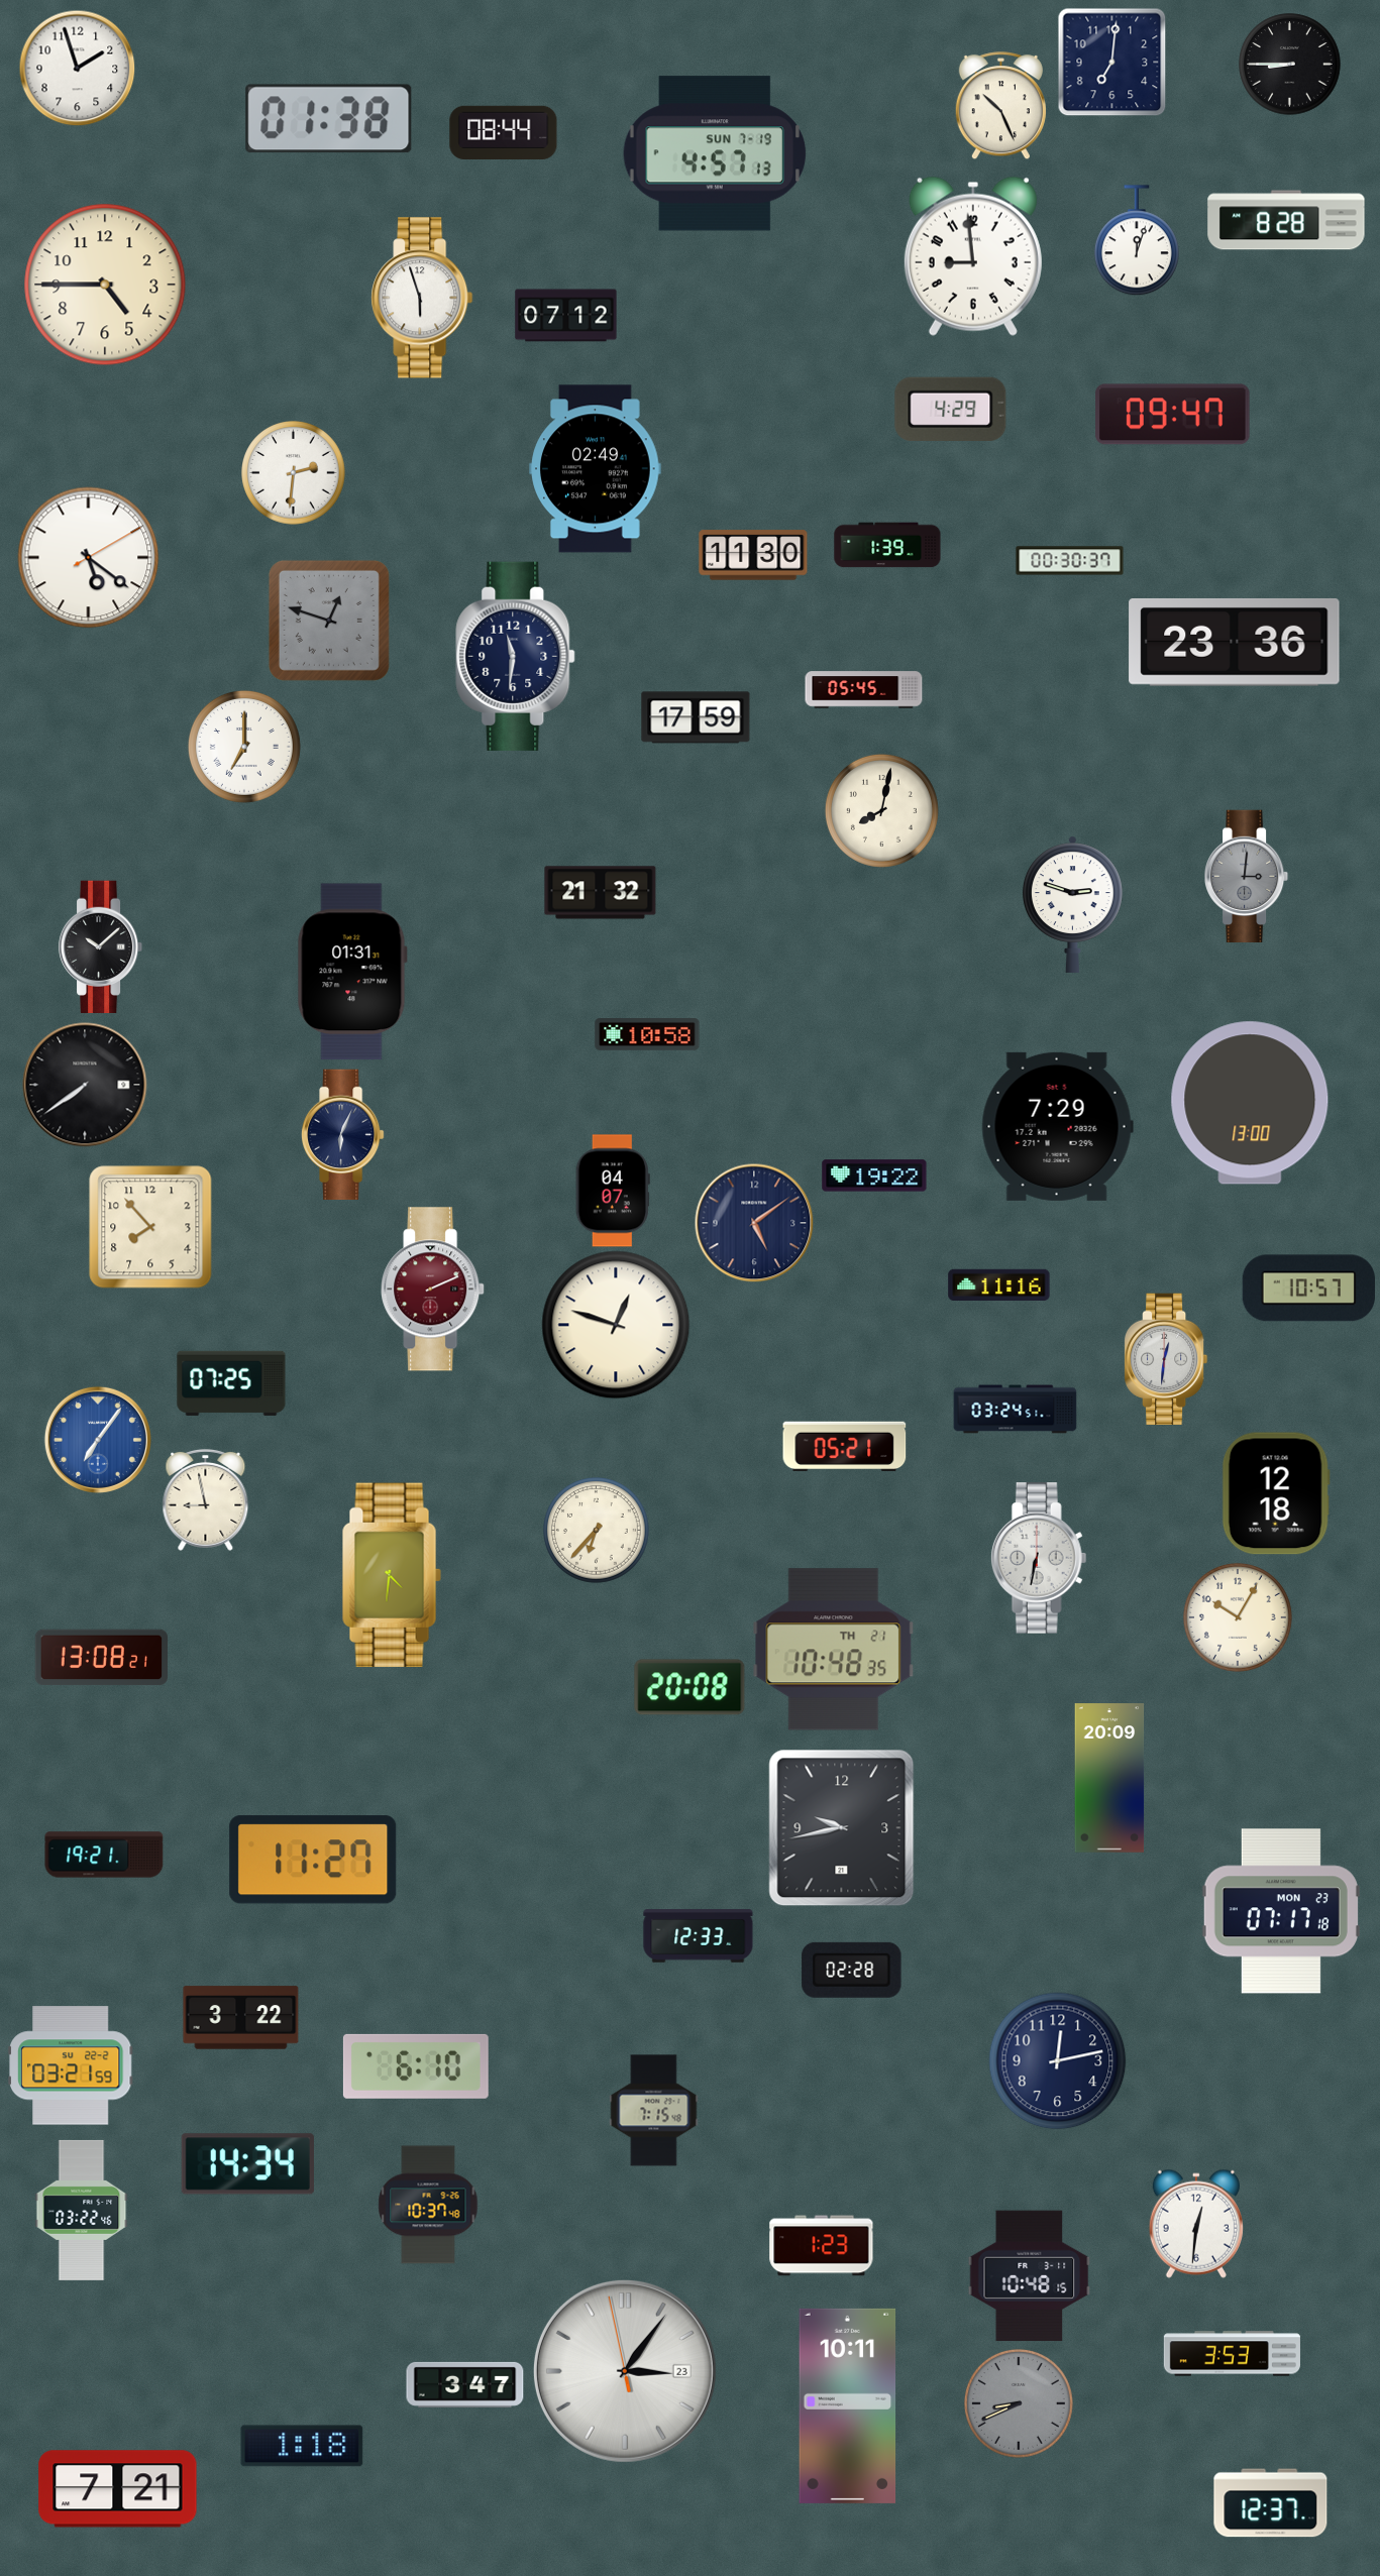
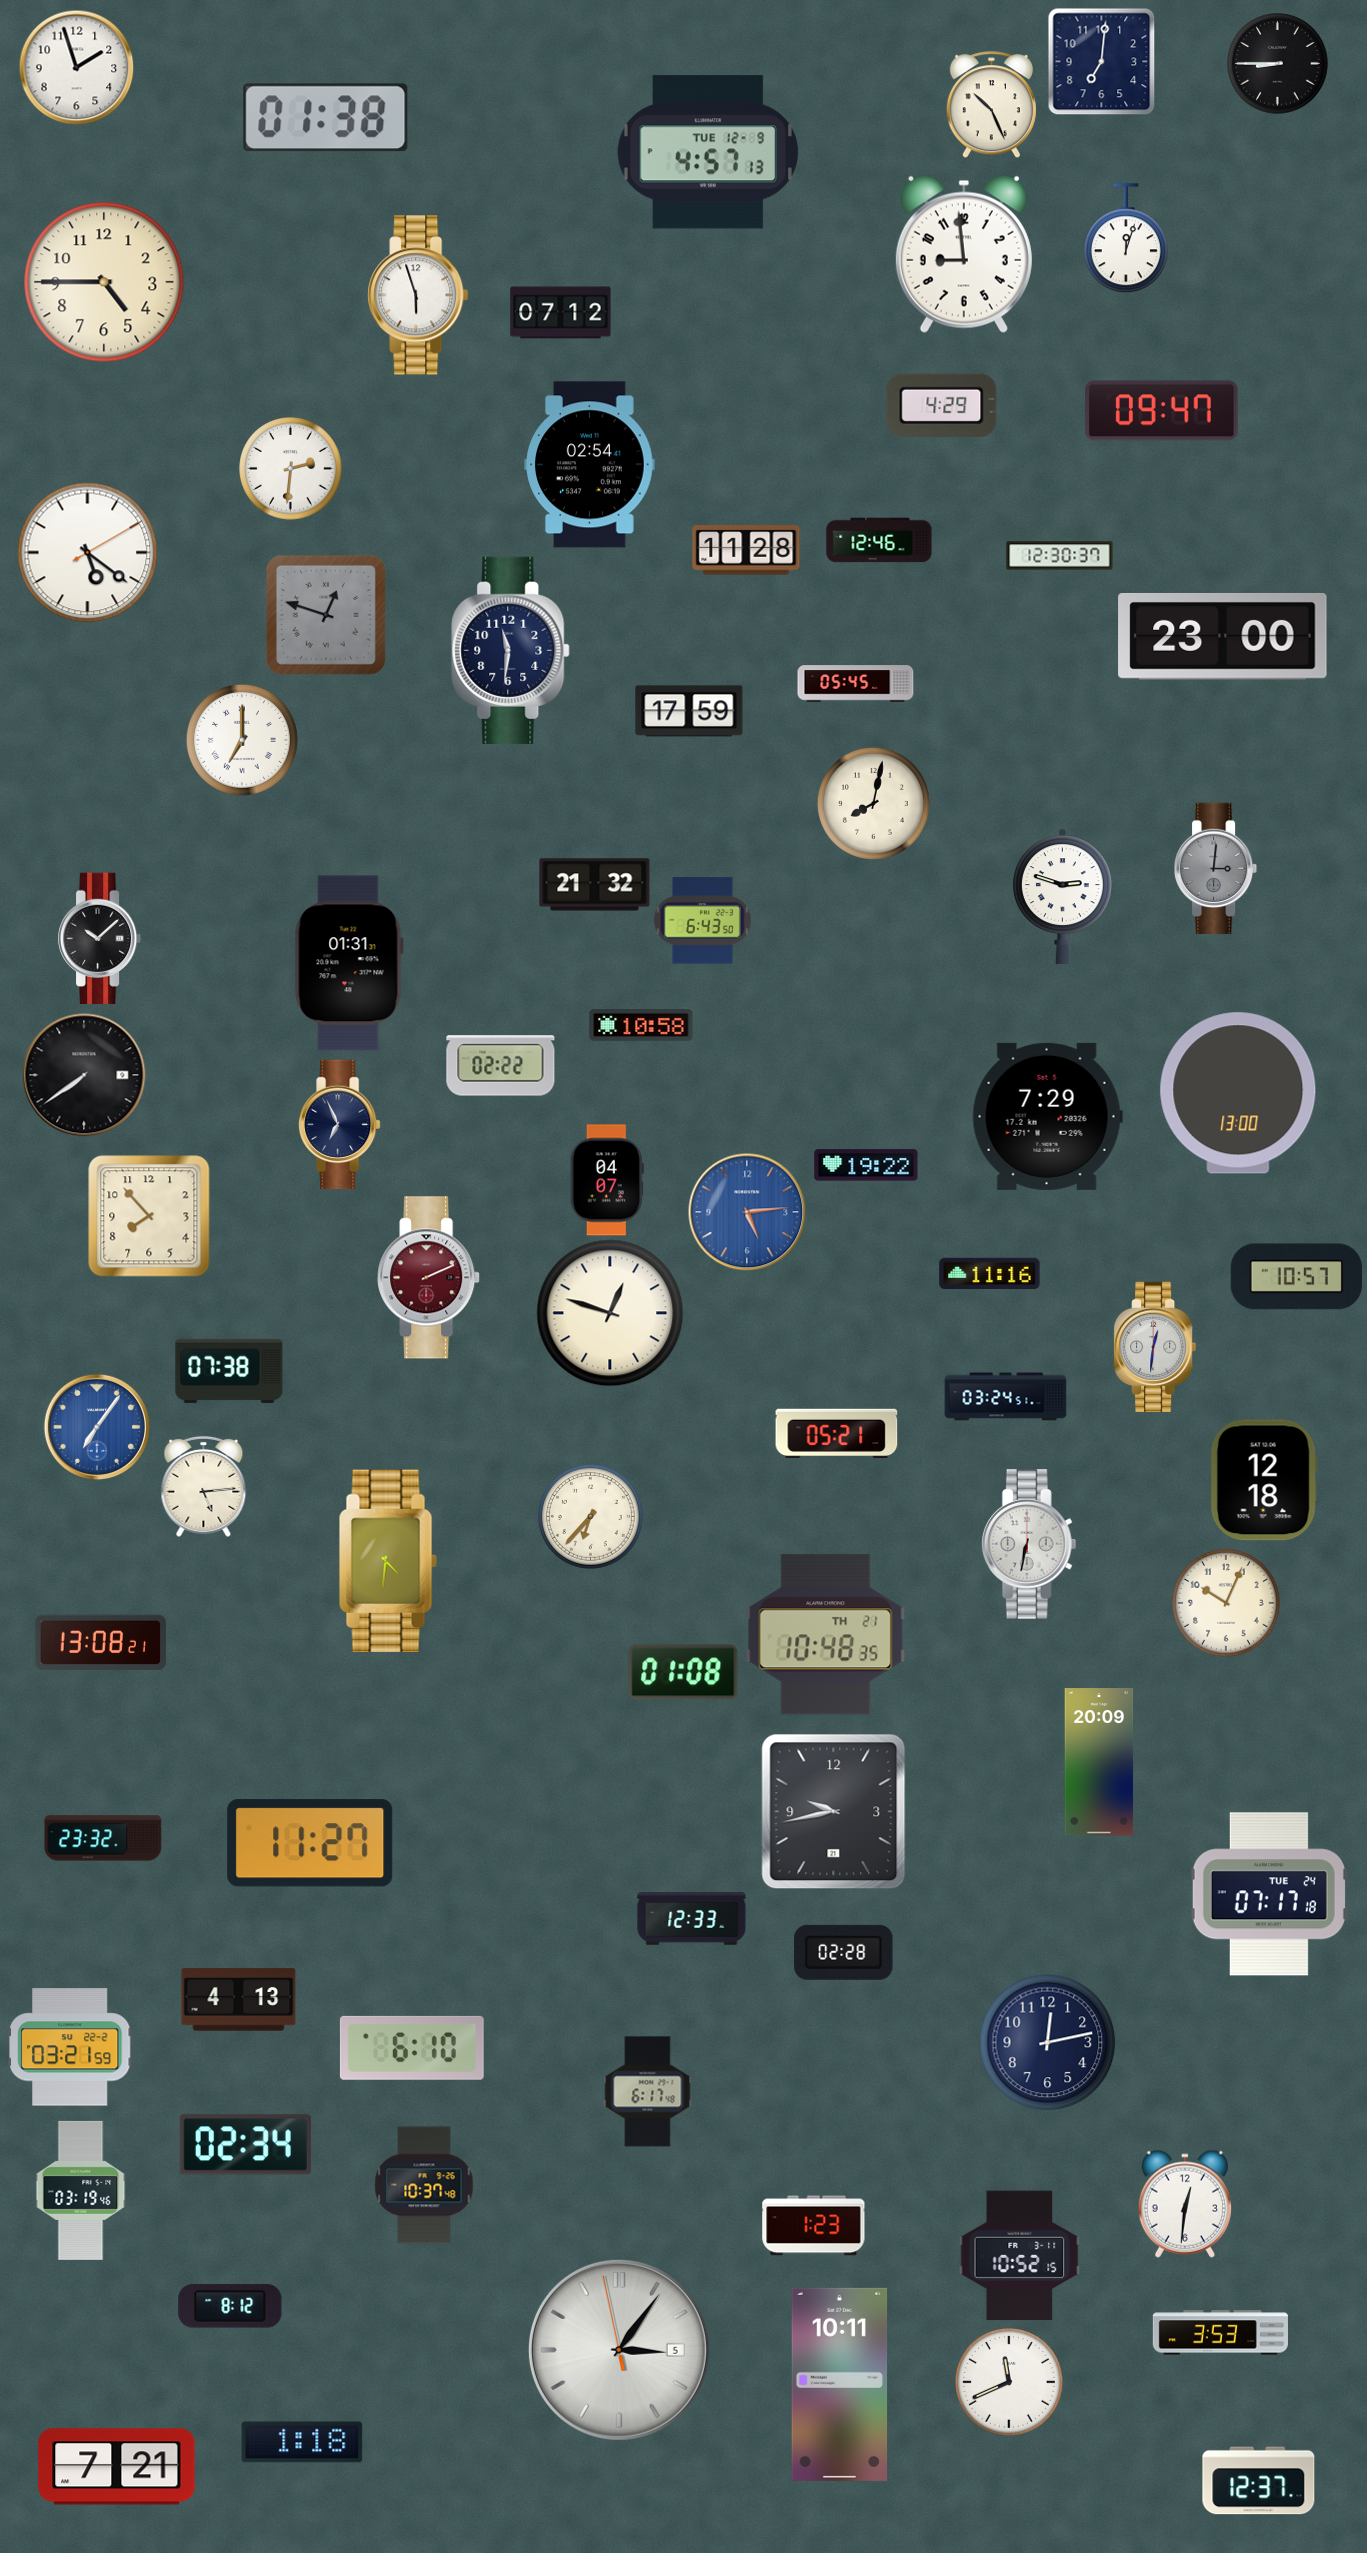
clock at (504, 132): 08:44 -> none
clock at (715, 153) date: SUN 7-19 -> TUE 12-9
clock at (1286, 220): 8:28 -> none
clock at (596, 469): 02:49 -> 02:54
clock at (887, 545): 1:39 -> 12:46
clock at (753, 555): 11:30 -> 11:28
clock at (1070, 561): 00:30 -> 12:30
clock at (1235, 642): 23:36 -> 23:00
clock at (1248, 876) position: (1248, 876) -> (1217, 868)
clock at (702, 921): none -> 6:43
clock at (501, 1066): none -> 02:22
clock at (343, 1135): 6:04 -> 6:56
clock at (754, 1223): 5:09 -> 5:14
clock at (754, 1223) dial: navy -> blue
clock at (231, 1383): 07:25 -> 07:38
clock at (206, 1499): 8:58 -> 5:14
clock at (1238, 1617): 10:05 -> 10:04
clock at (689, 1687): 20:08 -> 01:08
clock at (104, 1855): 19:21 -> 23:32
clock at (1281, 1911) date: MON 23 -> TUE 24
clock at (241, 2018): 3:22 -> 4:13
clock at (654, 2111): 7:15 -> 6:17
clock at (247, 2164): 14:34 -> 02:34
clock at (82, 2210): 03:22 -> 03:19
clock at (1030, 2276): 10:48 -> 10:52
clock at (230, 2306): none -> 8:12
clock at (625, 2371) date: 23 -> 5
clock at (465, 2384): 3:47 -> none
clock at (1019, 2403): 8:41 -> 11:41
clock at (1019, 2403) dial: grey -> white
clock at (302, 2446) position: (302, 2446) -> (302, 2442)
